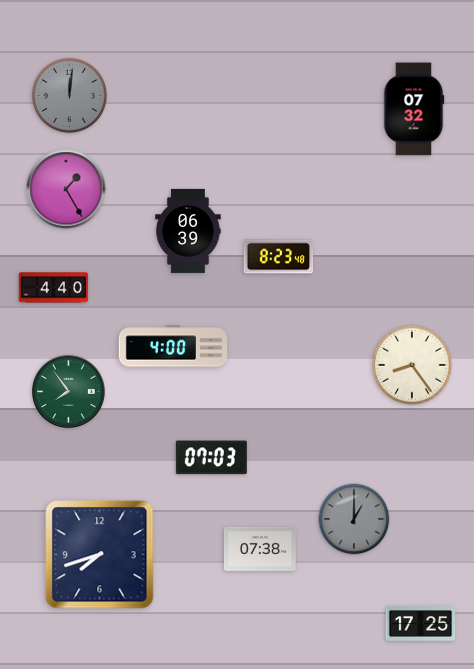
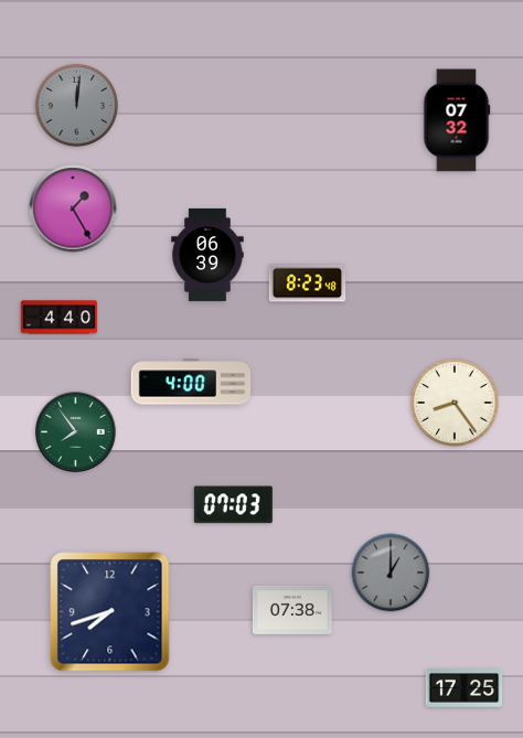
clock at (260, 549) position: (260, 549) -> (292, 610)
